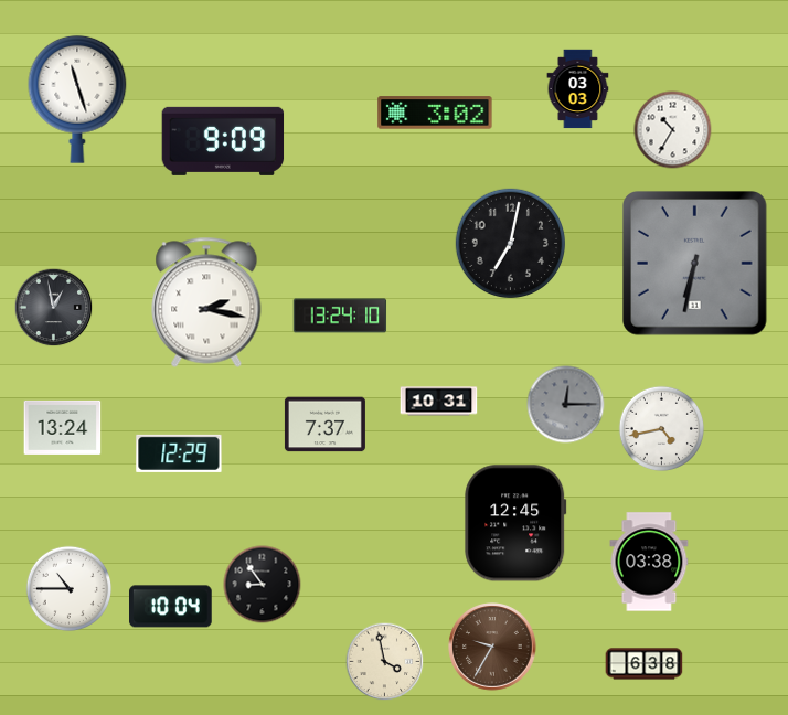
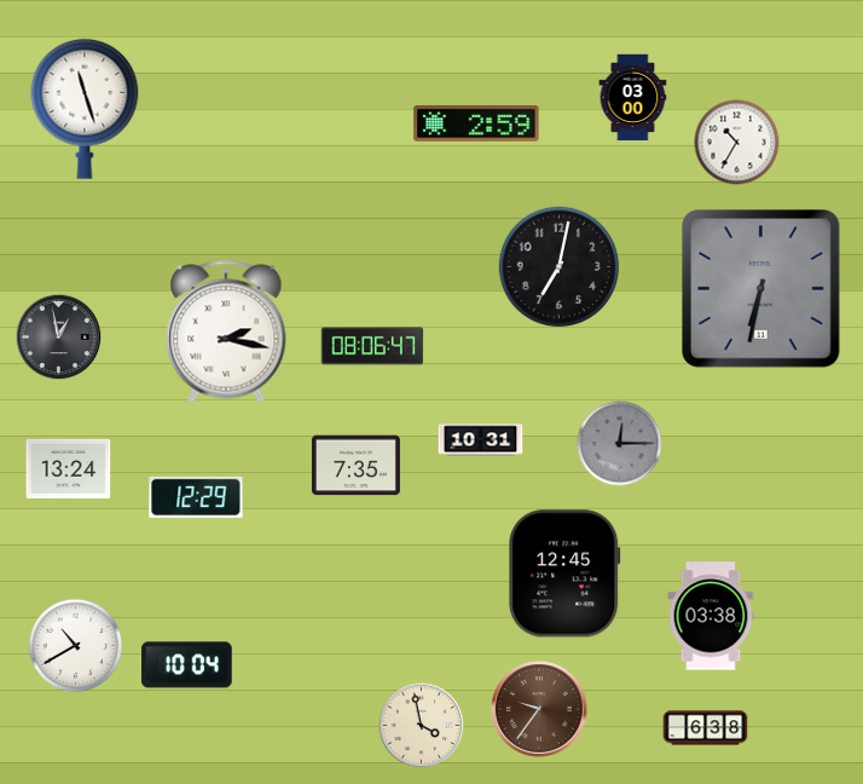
clock at (578, 89): 03:03 -> 03:00
clock at (435, 113): 3:02 -> 2:59
clock at (223, 141): 9:09 -> none
clock at (340, 316): 13:24 -> 08:06
clock at (324, 425): 7:37 -> 7:35
clock at (662, 429): 4:43 -> none
clock at (263, 585): 8:54 -> none
clock at (70, 589): 10:45 -> 10:40
clock at (492, 647): 9:35 -> 9:36
